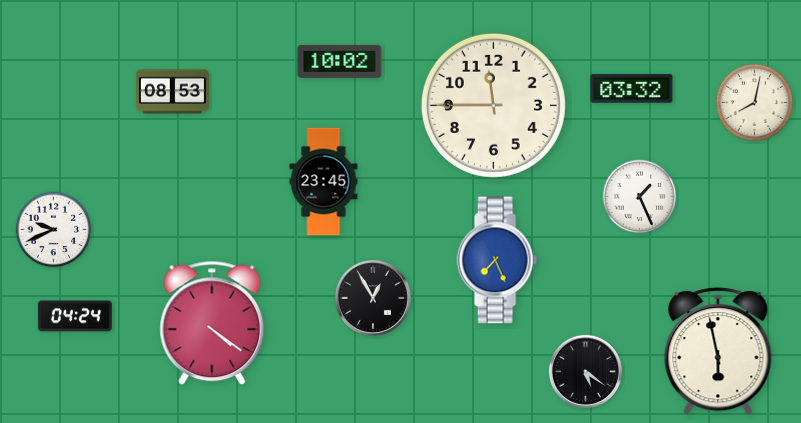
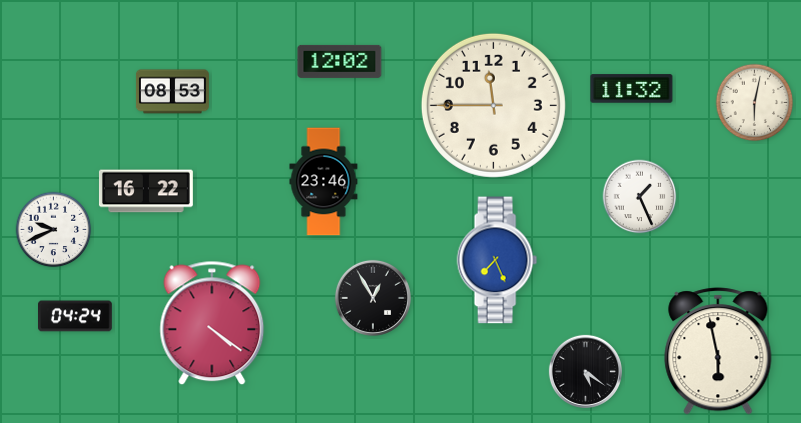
clock at (340, 61): 10:02 -> 12:02
clock at (632, 89): 03:32 -> 11:32
clock at (755, 103): 8:02 -> 6:02
clock at (324, 182): 23:45 -> 23:46
clock at (146, 191): none -> 16:22
